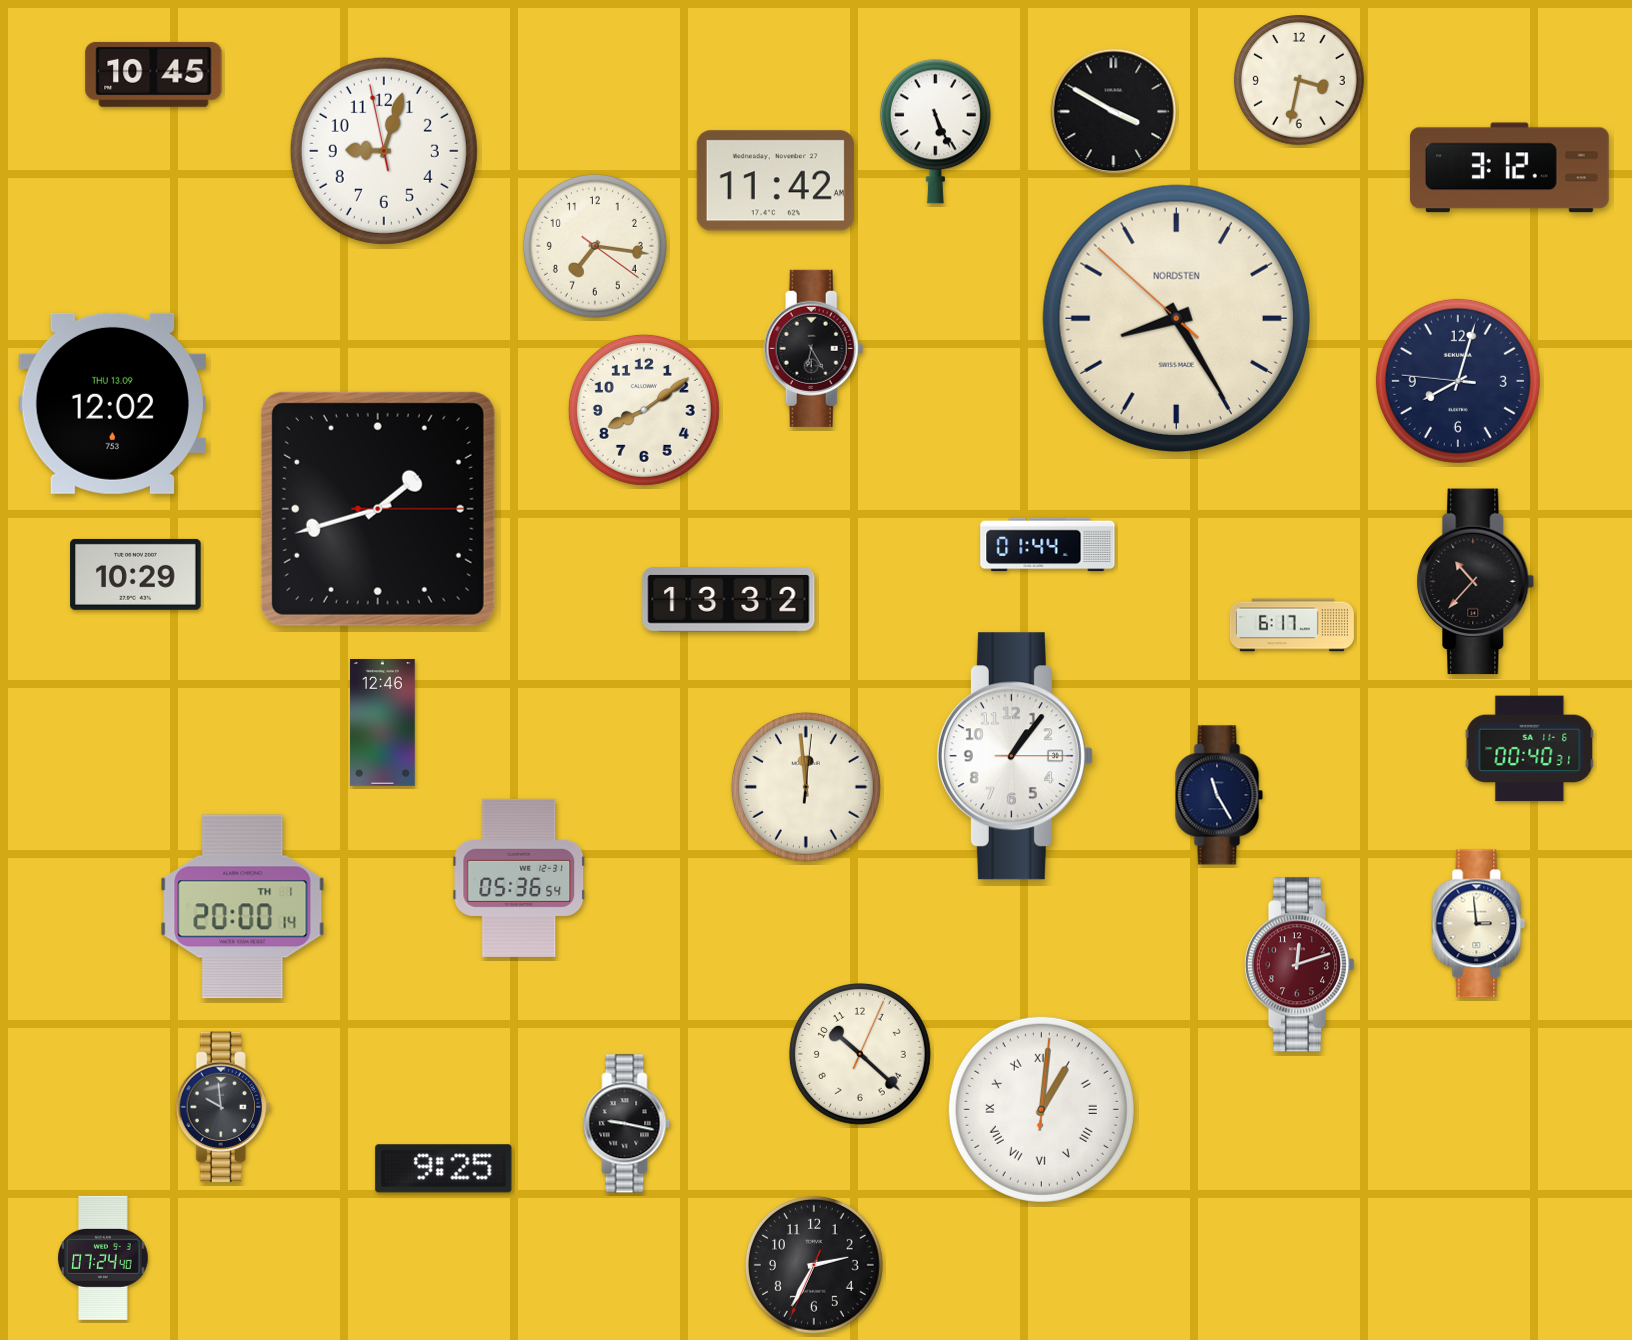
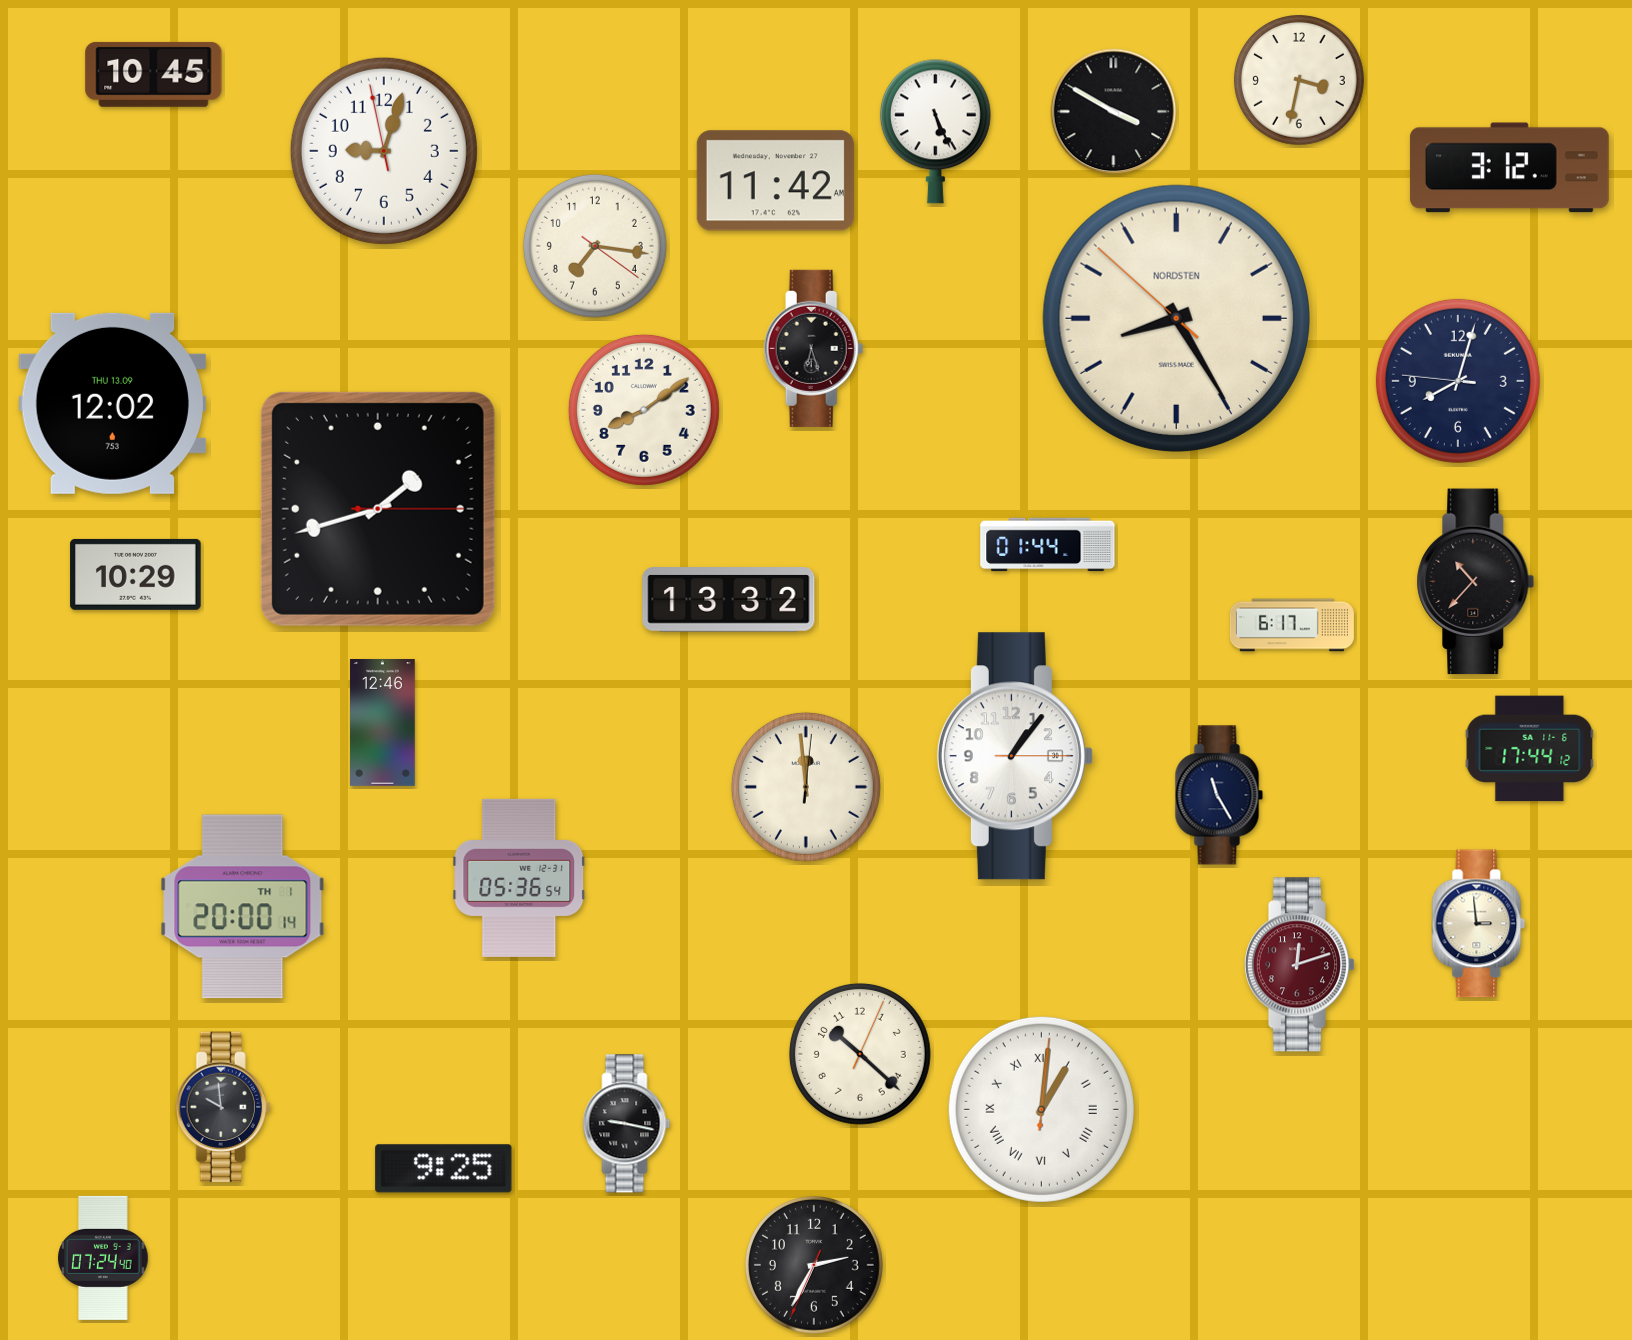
clock at (814, 348): 6:25 -> 6:27
clock at (1530, 749): 00:40 -> 17:44
